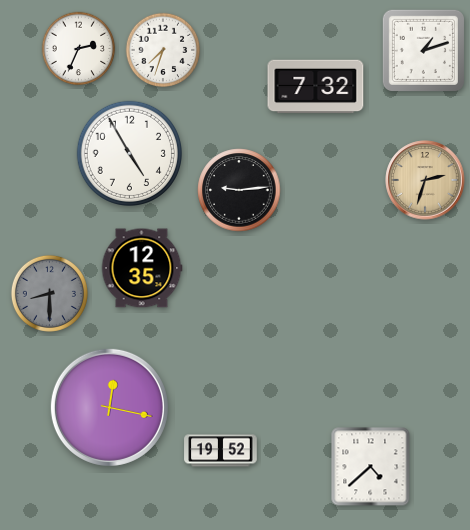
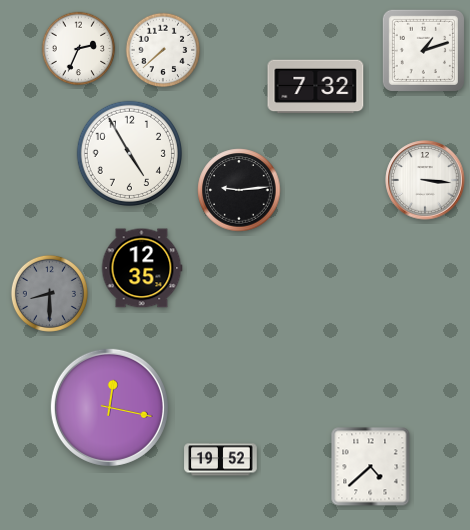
clock at (163, 50): 7:33 -> 7:38
clock at (425, 180): 2:33 -> 3:16
clock at (425, 180) dial: champagne -> white
clock at (221, 451) position: (221, 451) -> (221, 460)
